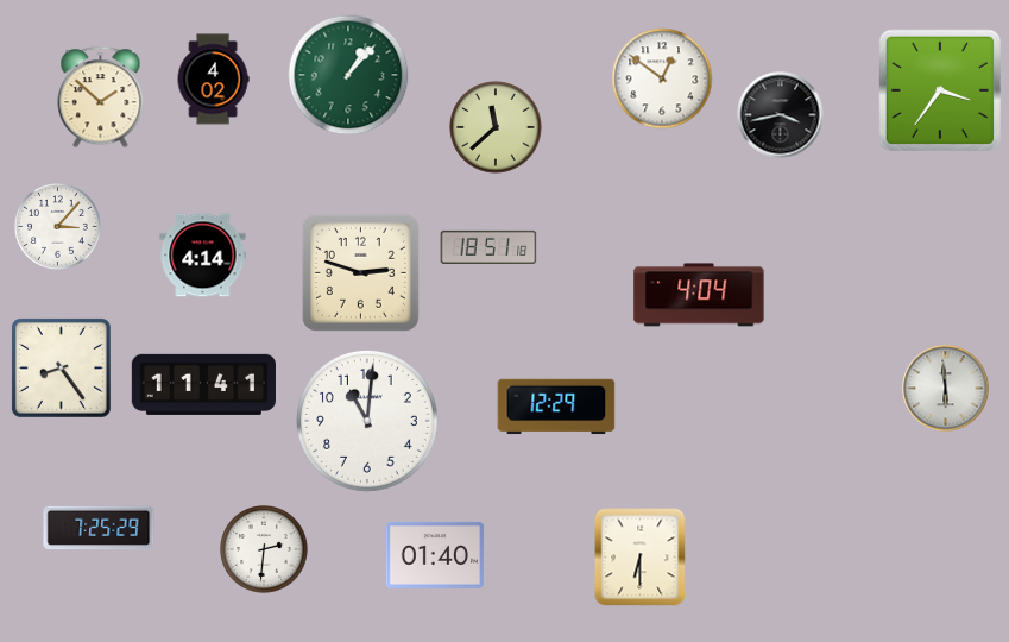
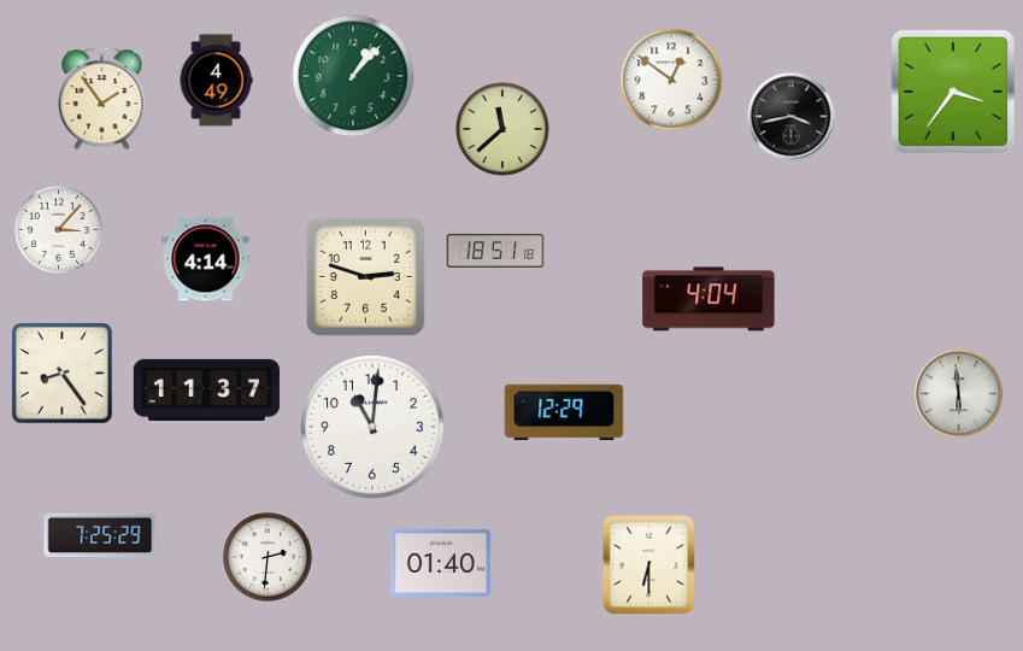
clock at (213, 80): 4:02 -> 4:49
clock at (101, 97): 1:52 -> 1:54
clock at (203, 384): 11:41 -> 11:37
